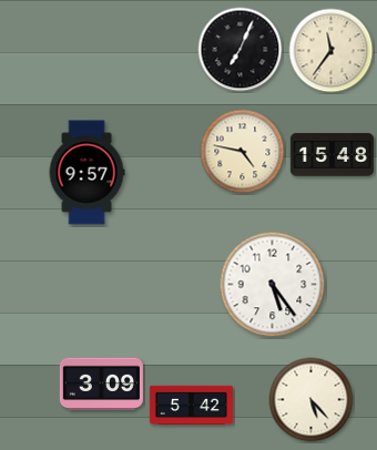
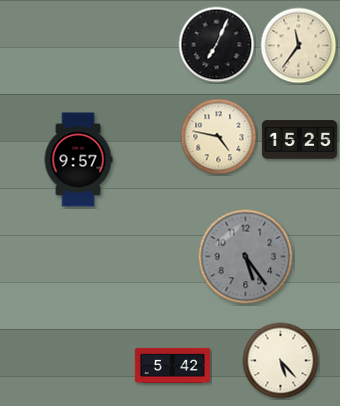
clock at (332, 155): 15:48 -> 15:25
clock at (86, 173) position: (86, 173) -> (78, 160)
clock at (273, 285) dial: white -> grey
clock at (101, 385): 3:09 -> none
